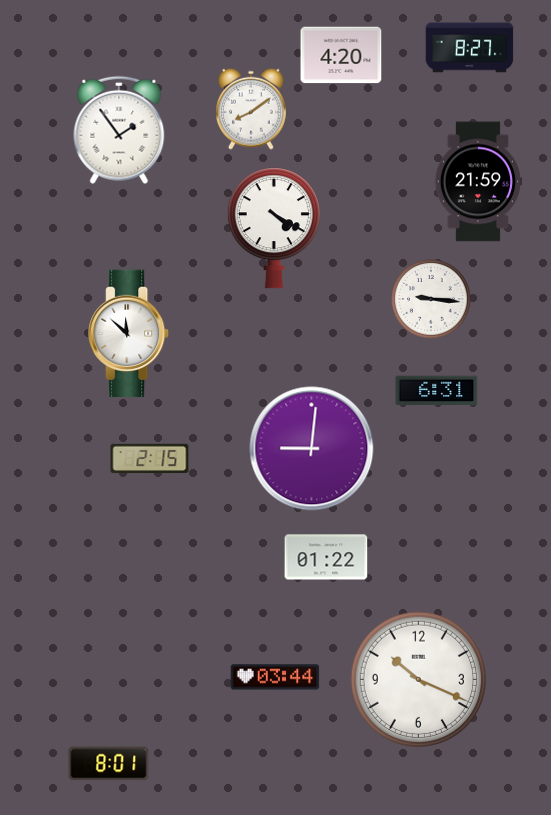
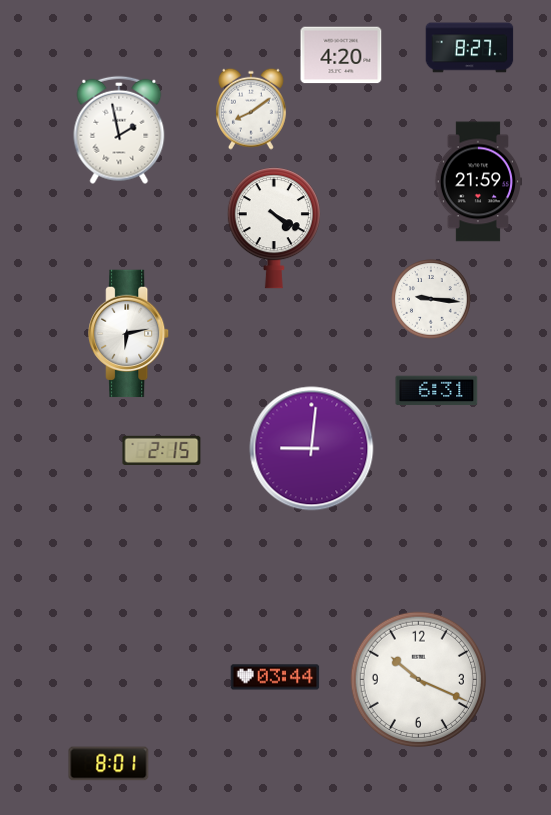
clock at (119, 130): 1:54 -> 1:58
clock at (129, 334): 11:52 -> 6:13
clock at (150, 458) position: (150, 458) -> (162, 450)
clock at (326, 557): 01:22 -> none
